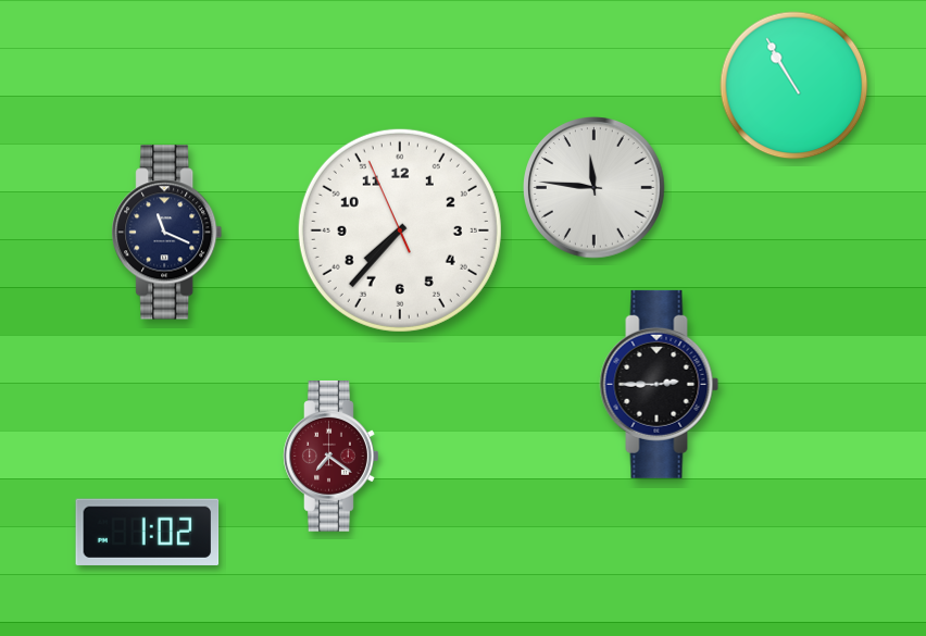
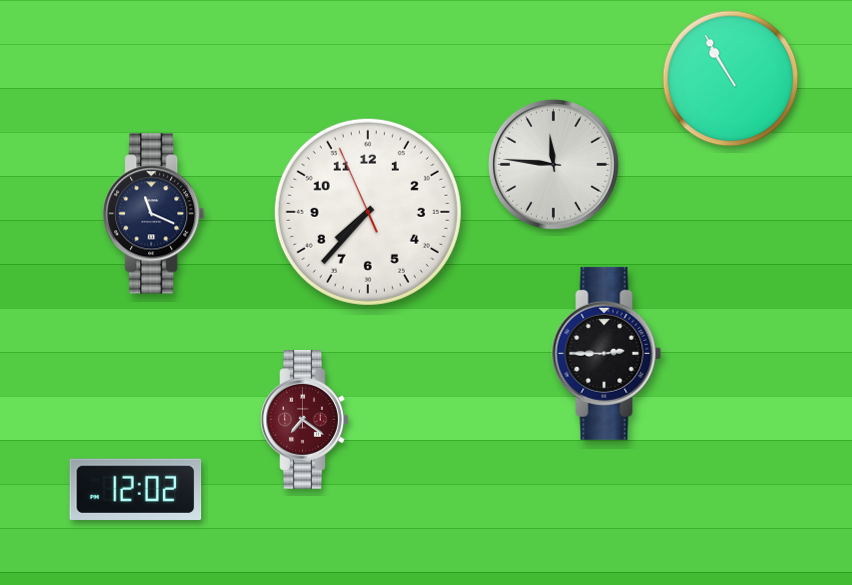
clock at (595, 188) position: (595, 188) -> (554, 165)
clock at (148, 532): 1:02 -> 12:02
